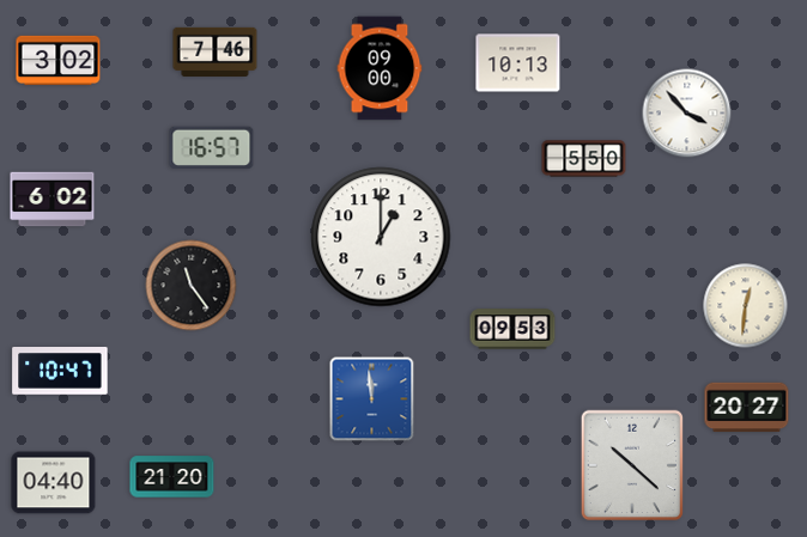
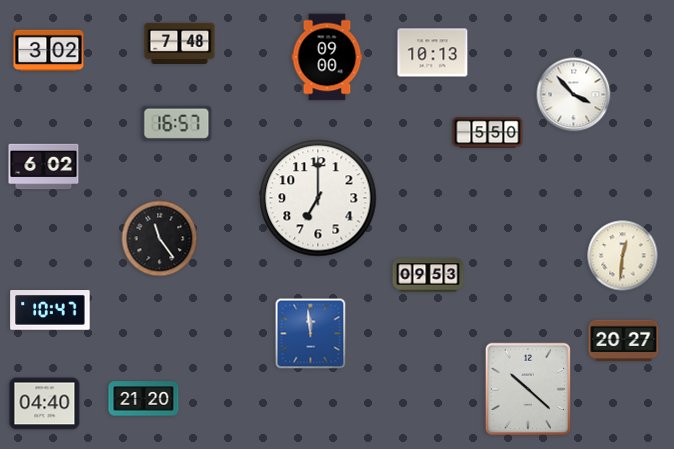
clock at (216, 51): 7:46 -> 7:48
clock at (380, 68) position: (380, 68) -> (327, 57)
clock at (381, 237): 1:00 -> 7:00
